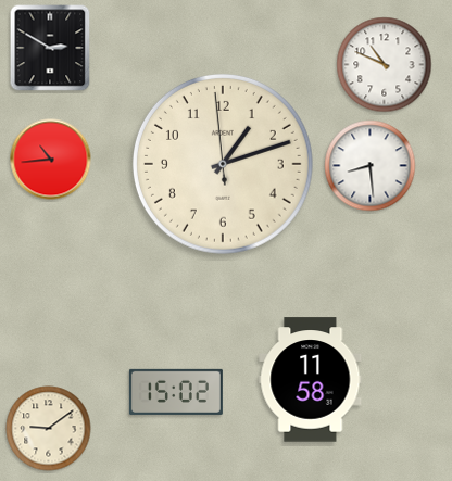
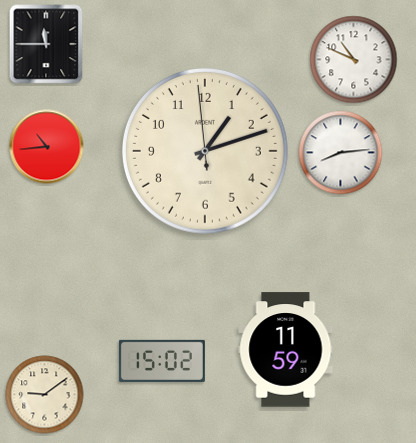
clock at (50, 48): 2:50 -> 11:45
clock at (371, 166): 8:29 -> 8:14
clock at (311, 380): 11:58 -> 11:59
